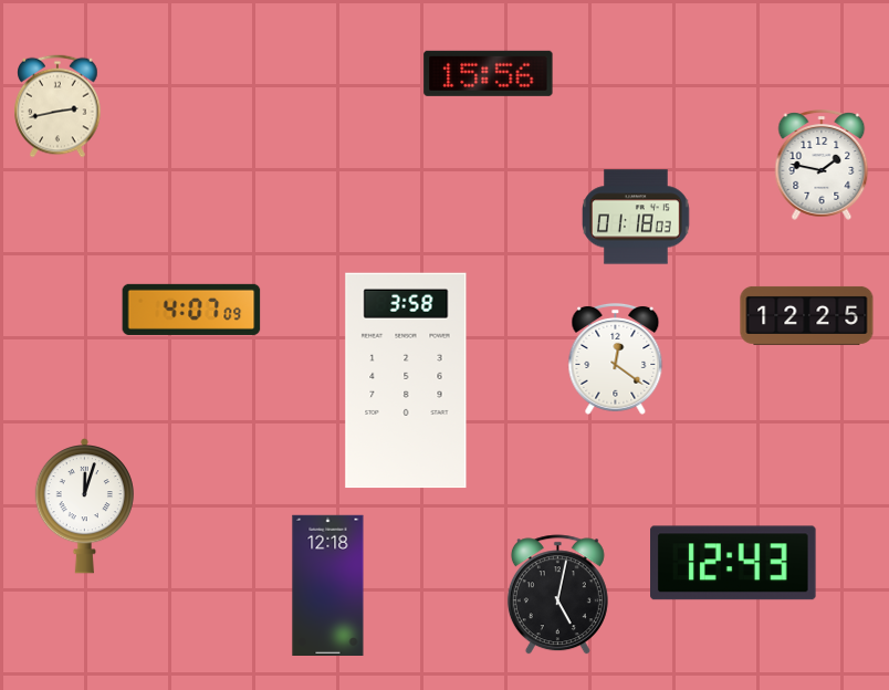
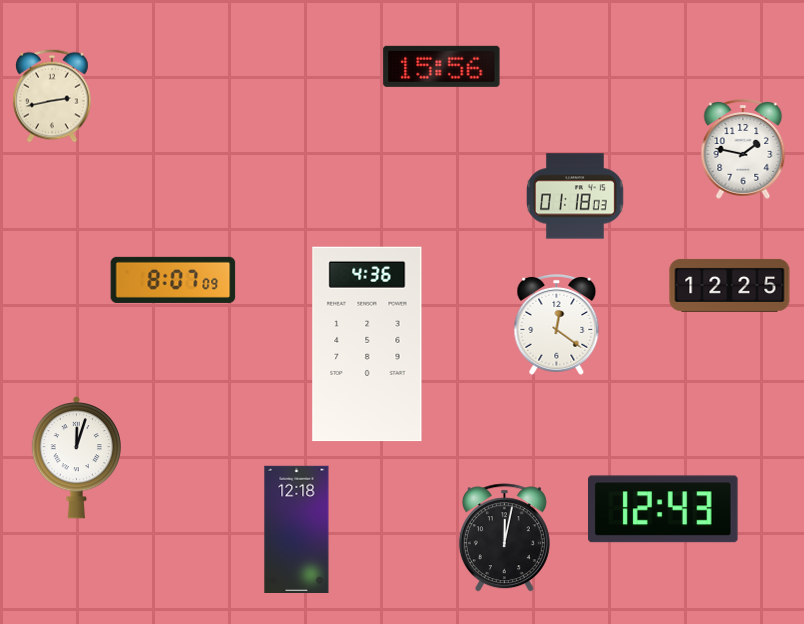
clock at (191, 310): 4:07 -> 8:07
clock at (406, 380): 3:58 -> 4:36
clock at (557, 595): 5:02 -> 12:02
